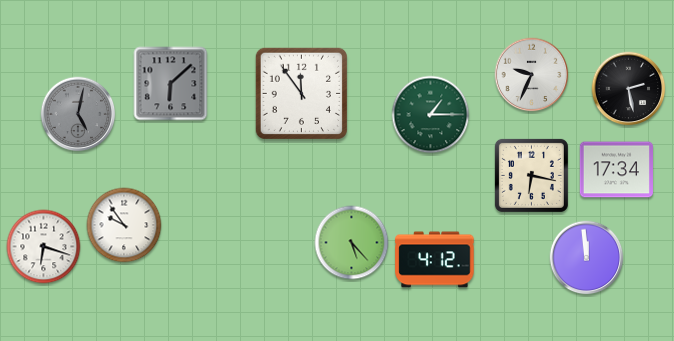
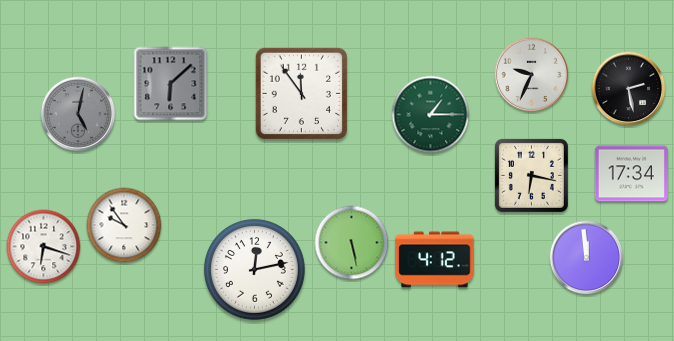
clock at (616, 170) position: (616, 170) -> (631, 174)
clock at (352, 243): 5:23 -> 5:28
clock at (254, 269): none -> 12:13
